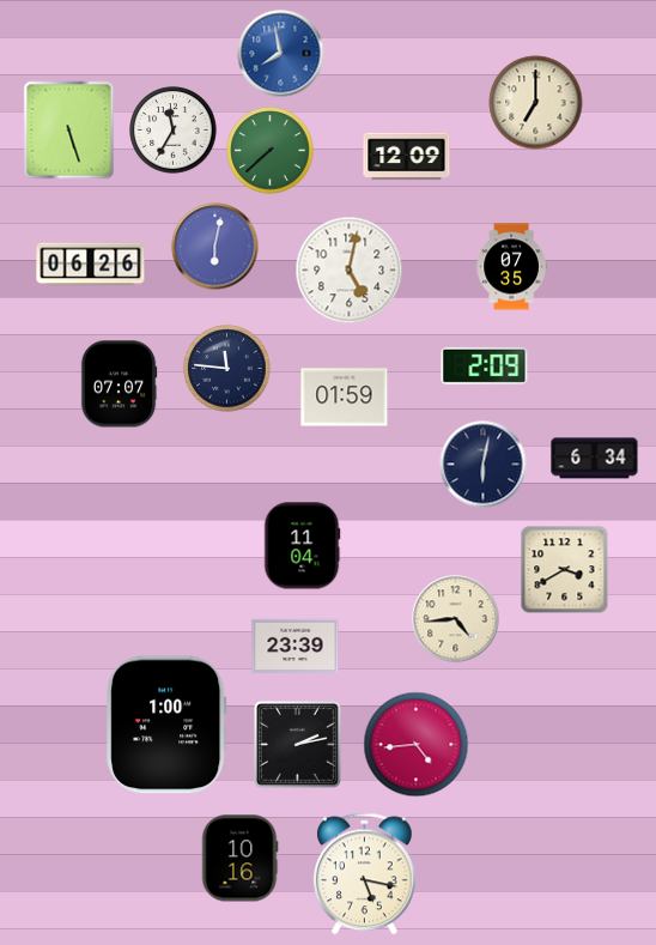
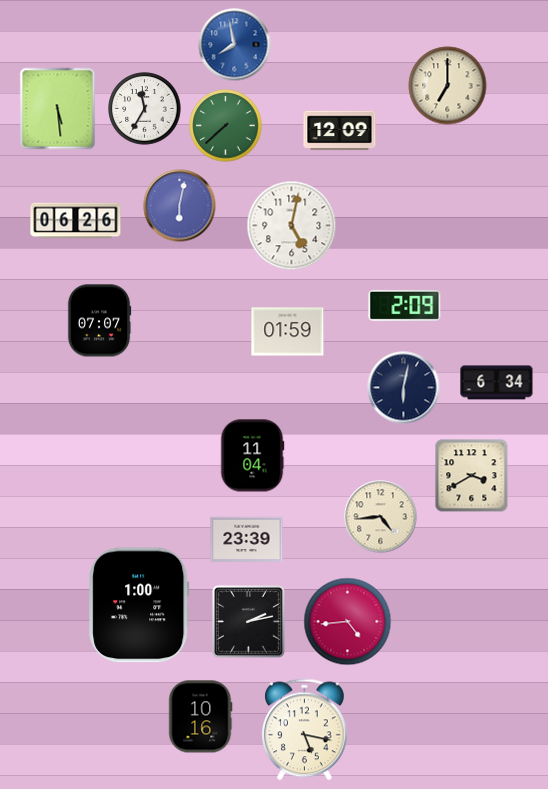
clock at (69, 131): 5:27 -> 5:29
clock at (511, 267): 07:35 -> none
clock at (227, 369): 11:46 -> none
